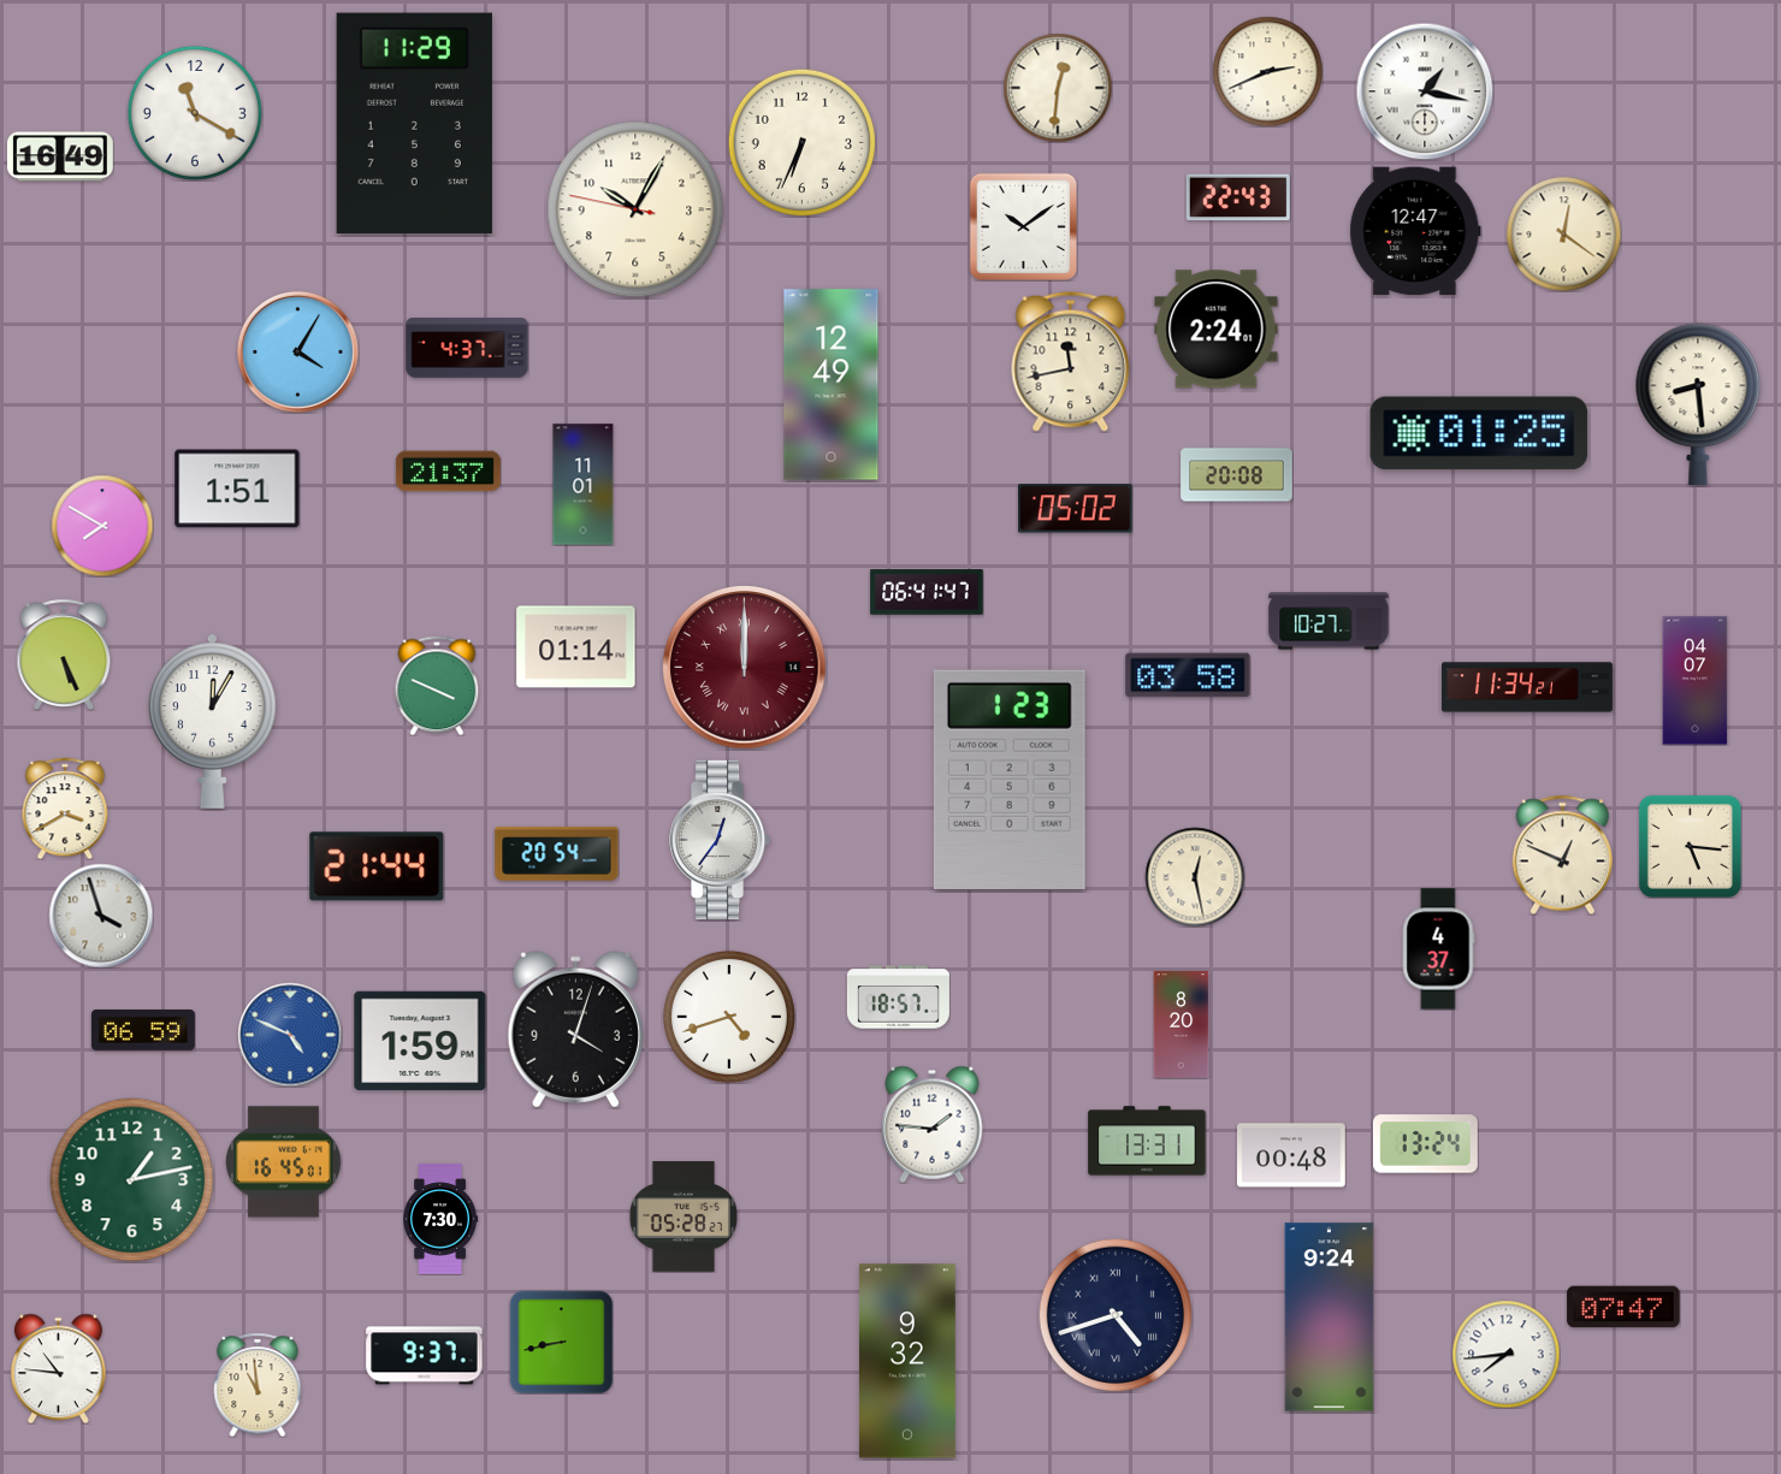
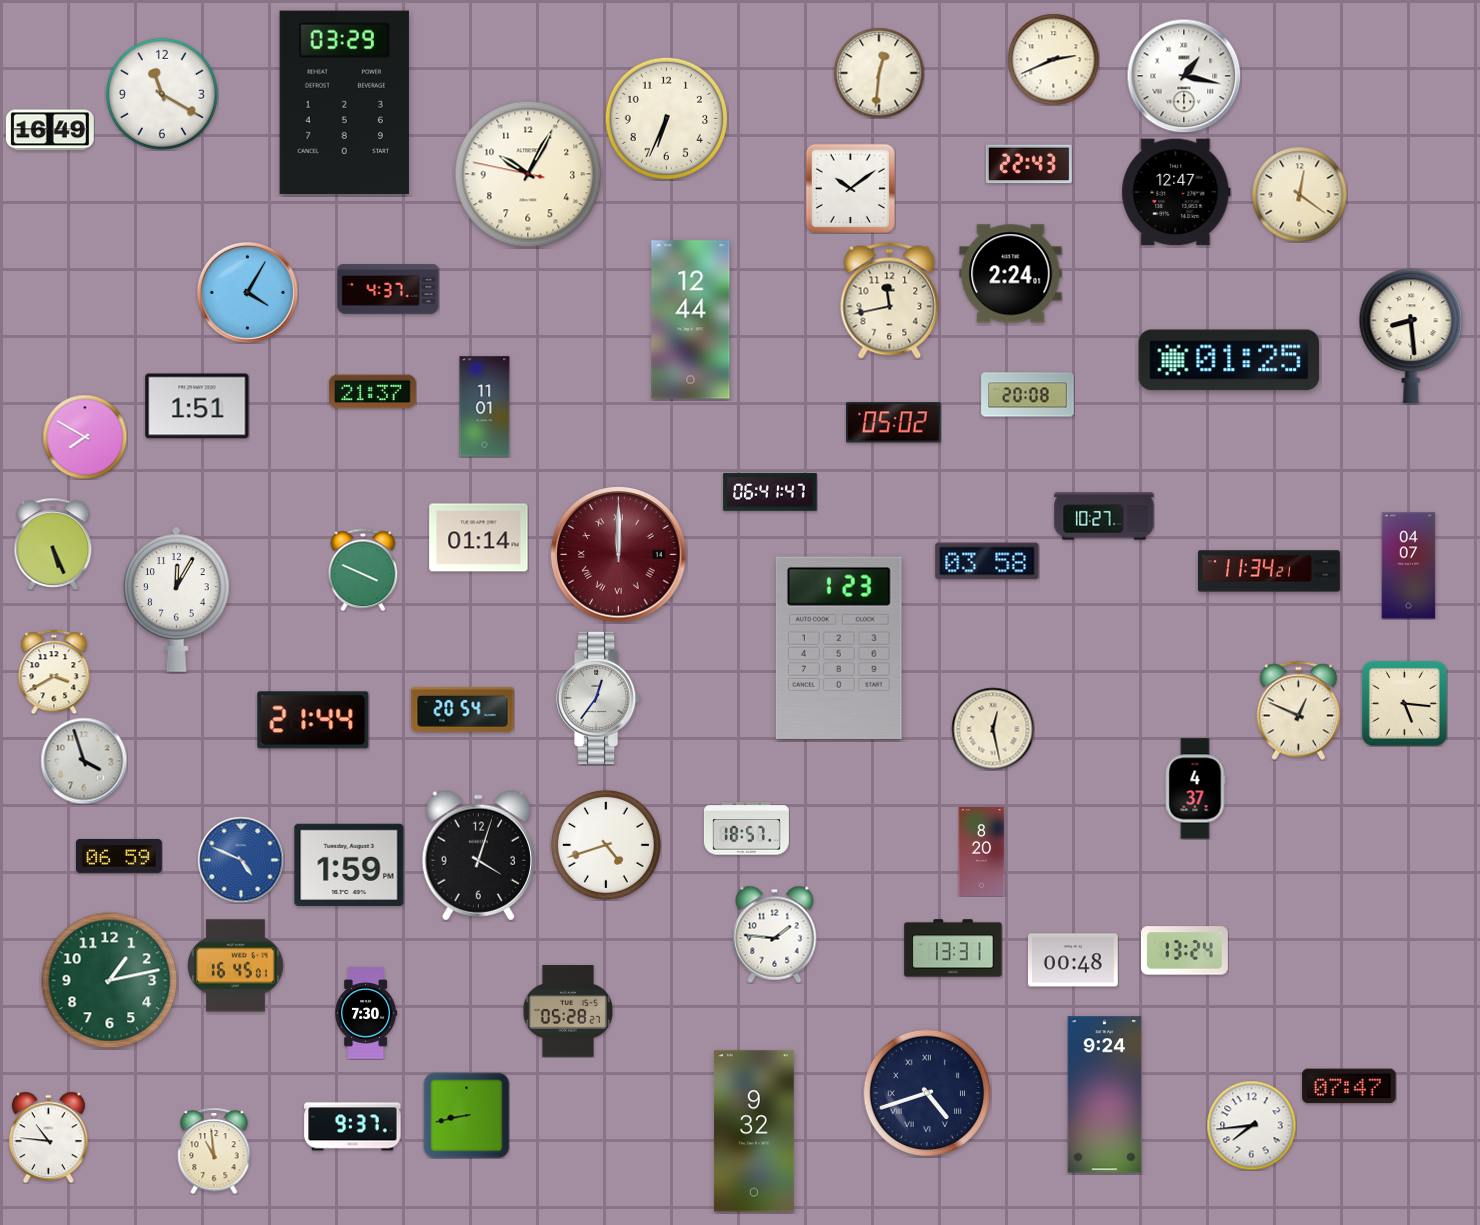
clock at (414, 123): 11:29 -> 03:29
clock at (832, 385): 12:49 -> 12:44
clock at (584, 485) position: (584, 485) -> (485, 407)
